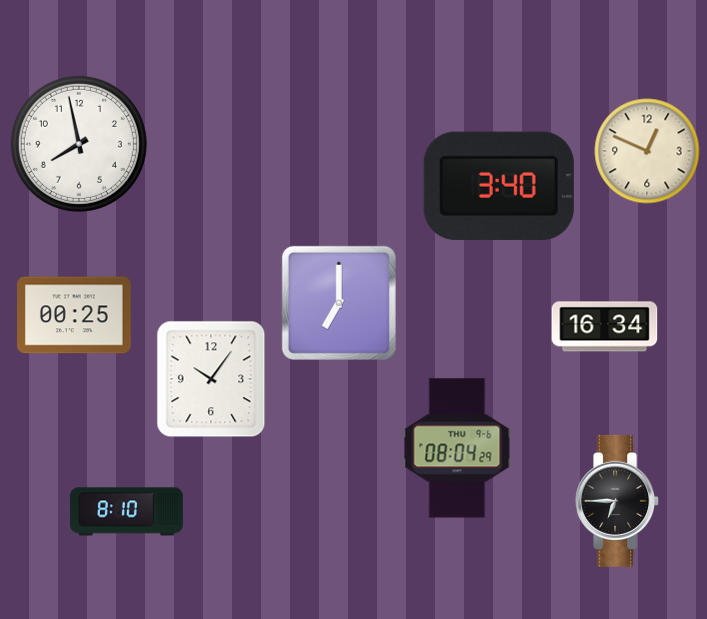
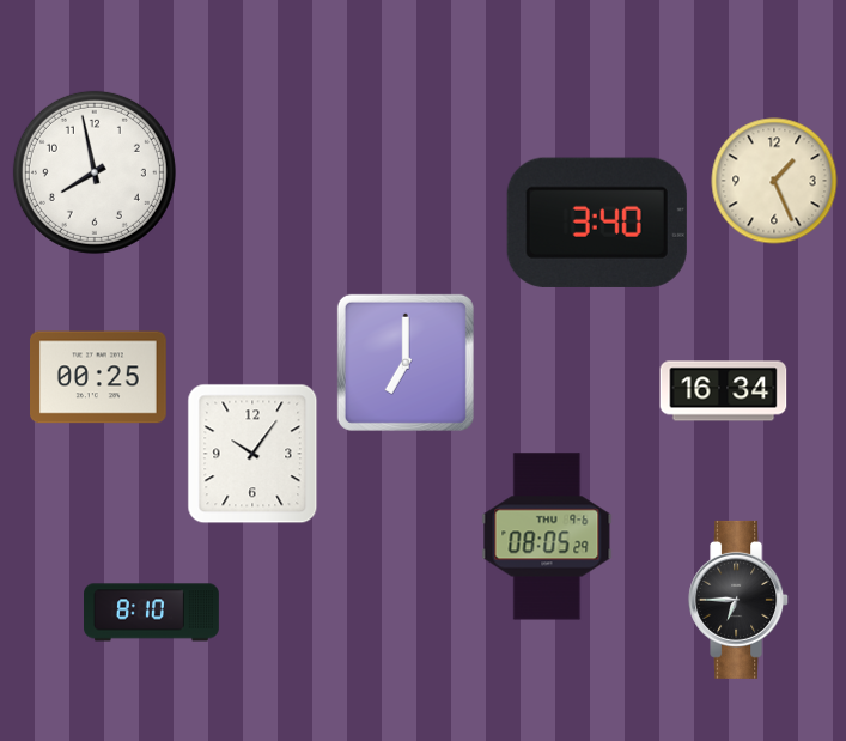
clock at (647, 151): 12:49 -> 1:26
clock at (75, 315) position: (75, 315) -> (99, 377)
clock at (457, 448): 08:04 -> 08:05
